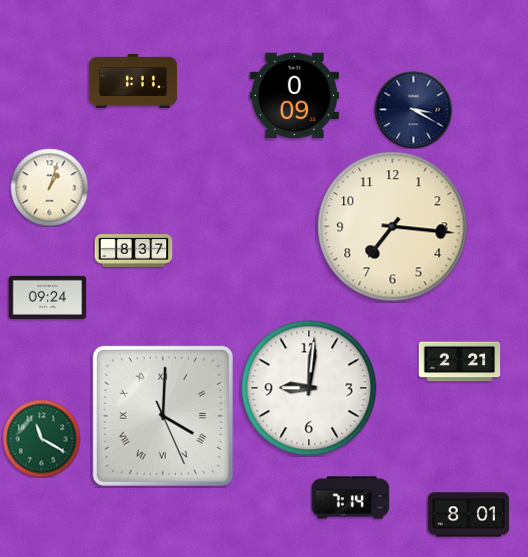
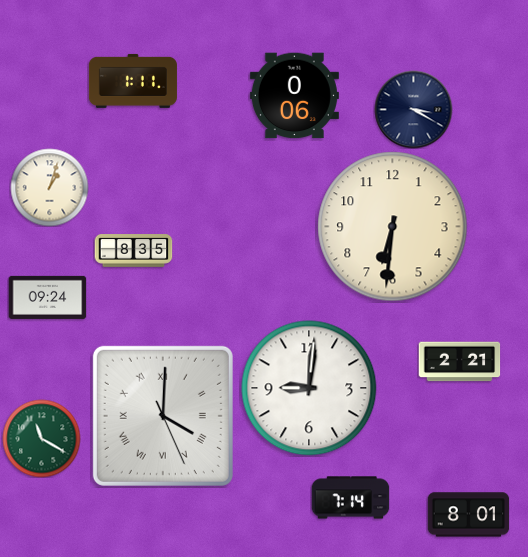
clock at (294, 96): 0:09 -> 0:06
clock at (393, 227): 7:16 -> 6:31
clock at (133, 251): 8:37 -> 8:35
